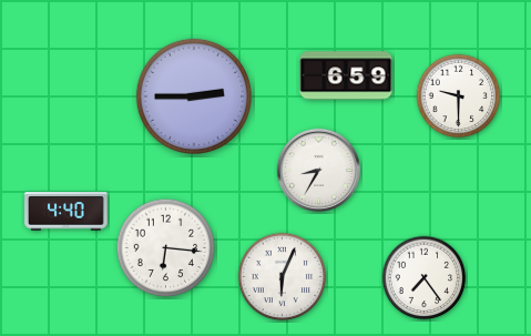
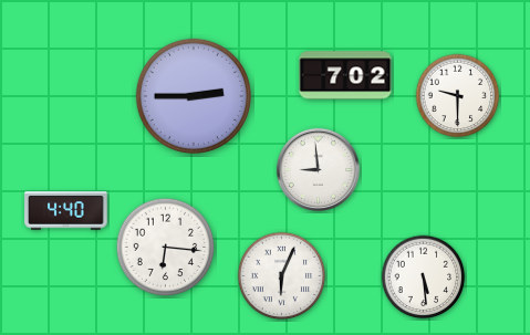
clock at (346, 75): 6:59 -> 7:02
clock at (318, 170): 8:35 -> 8:59
clock at (425, 278): 7:24 -> 5:29
